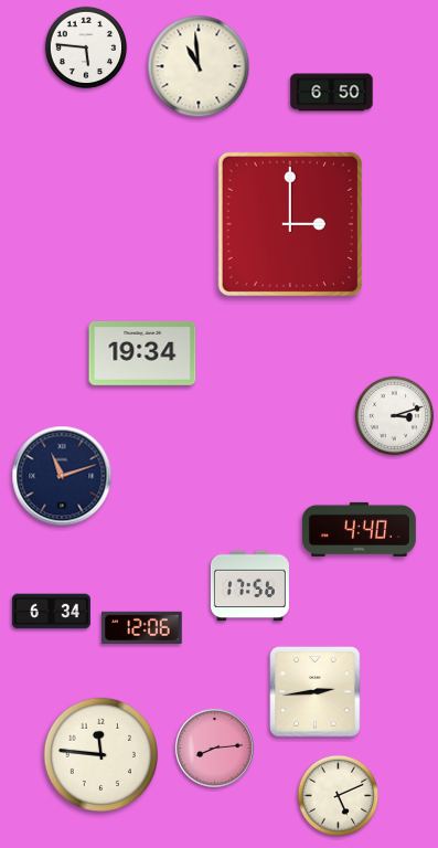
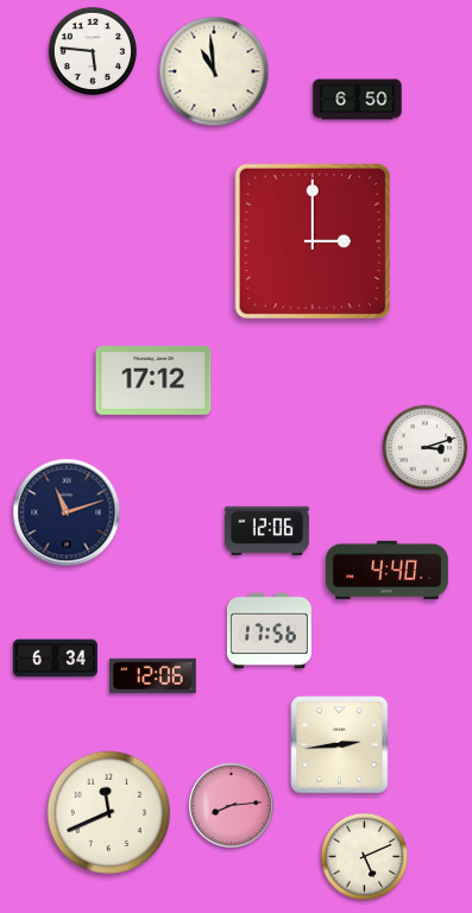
clock at (142, 353): 19:34 -> 17:12
clock at (266, 530): none -> 12:06
clock at (102, 755): 11:46 -> 11:41
